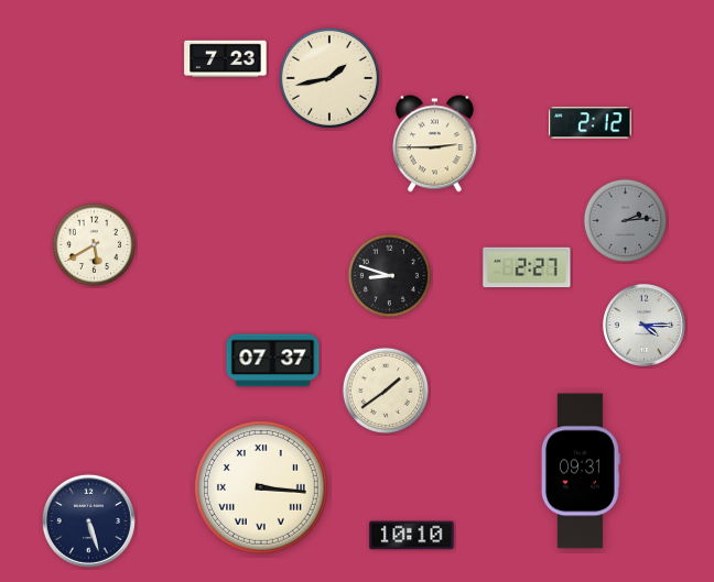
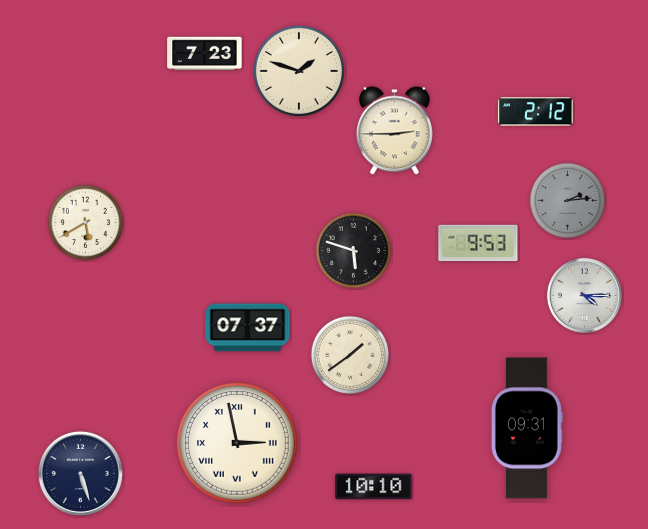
clock at (329, 78): 1:43 -> 1:48
clock at (527, 267): 2:27 -> 9:53
clock at (390, 276): 8:48 -> 5:48
clock at (262, 488): 3:16 -> 2:58
